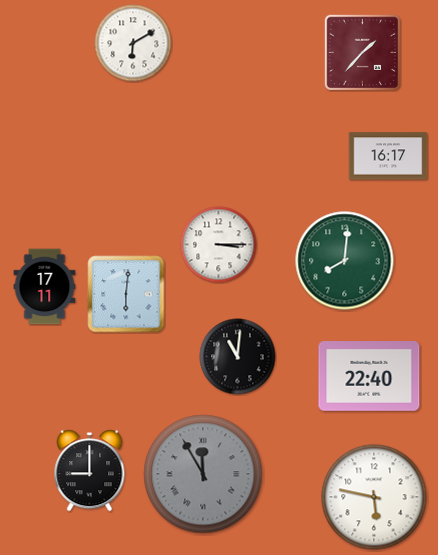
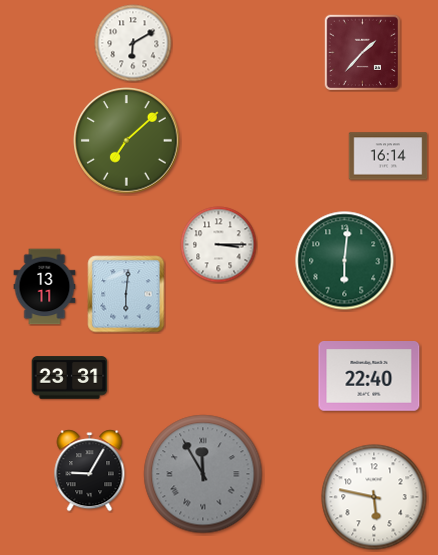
clock at (127, 141): none -> 7:08
clock at (388, 156): 16:17 -> 16:14
clock at (345, 261): 8:01 -> 6:01
clock at (45, 287): 17:11 -> 13:11
clock at (238, 357): 11:01 -> none
clock at (70, 378): none -> 23:31
clock at (90, 471): 9:00 -> 9:05
